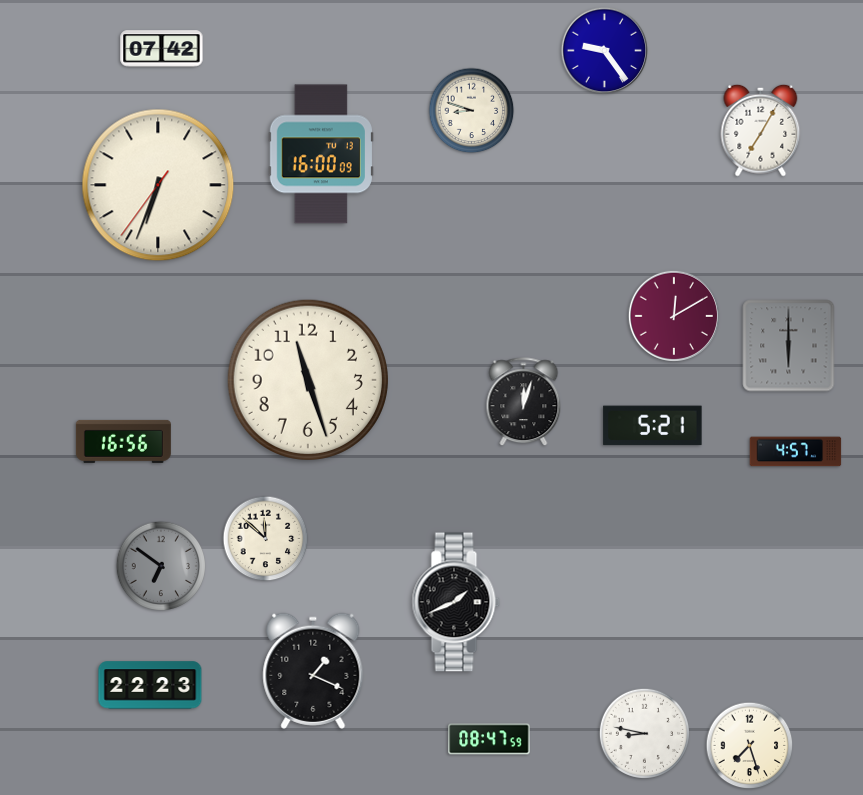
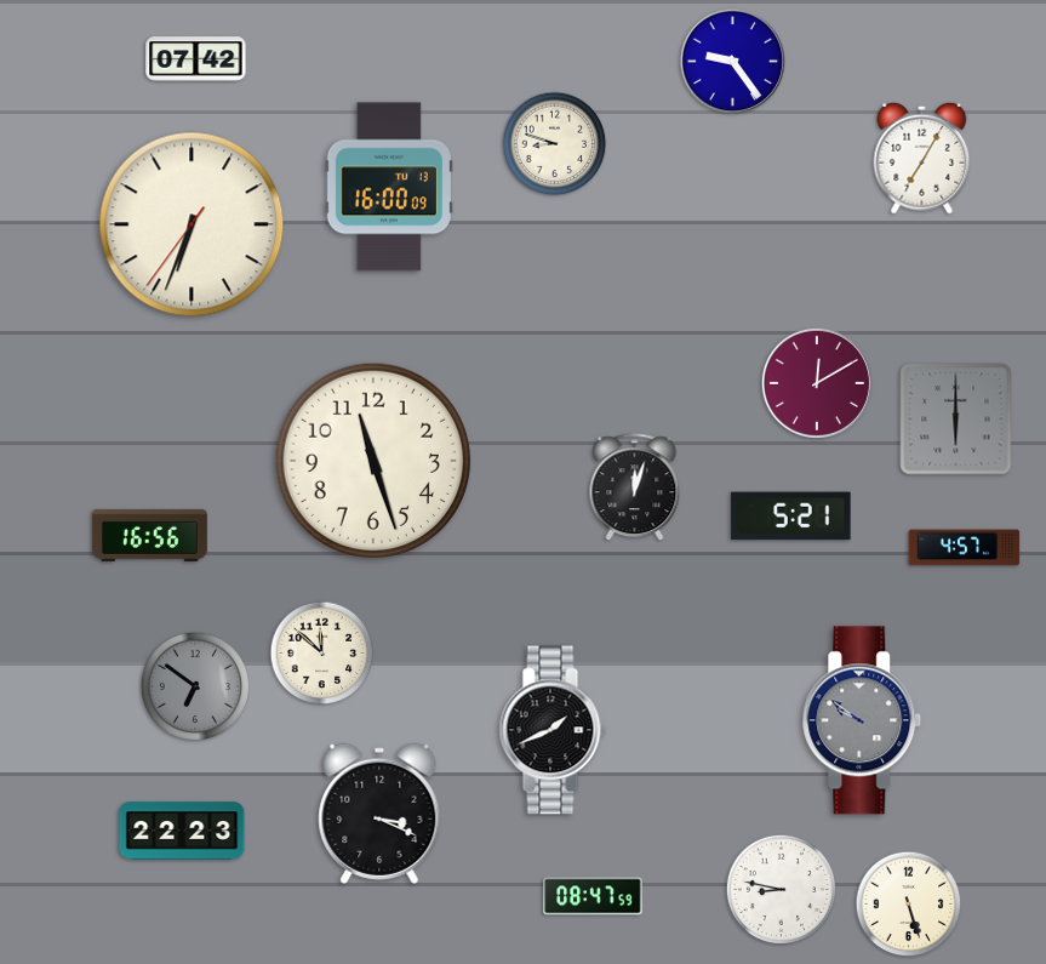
clock at (472, 111) position: (472, 111) -> (555, 144)
clock at (862, 720): none -> 9:51
clock at (313, 671): 1:19 -> 3:19
clock at (750, 746): 7:27 -> 5:27
